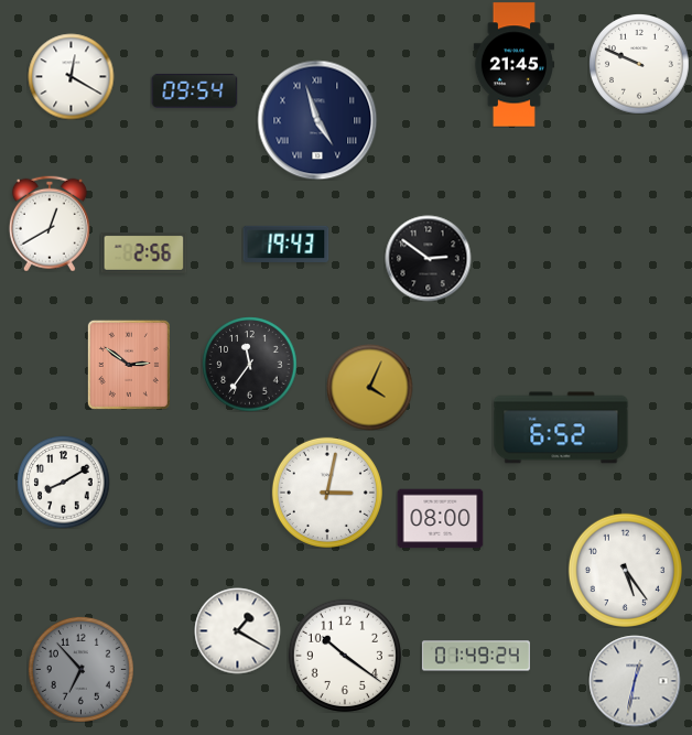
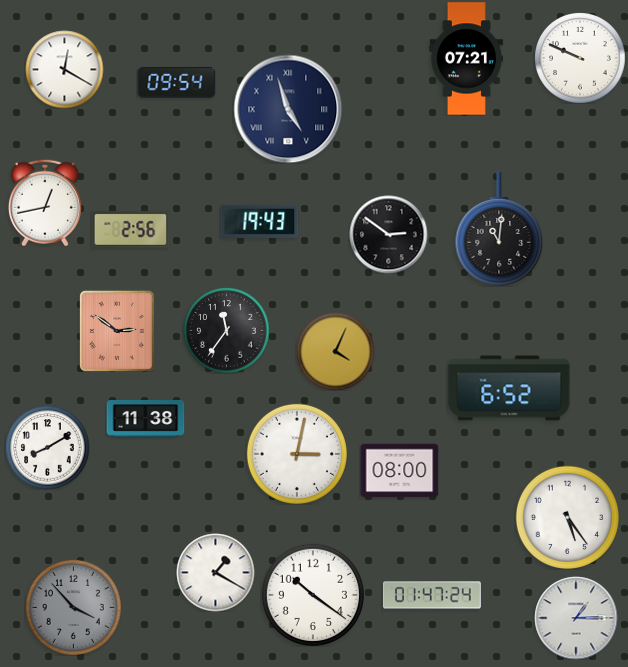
clock at (513, 65): 21:45 -> 07:21
clock at (50, 224): 12:40 -> 12:43
clock at (499, 229): none -> 11:01
clock at (145, 419): none -> 11:38
clock at (63, 482) position: (63, 482) -> (47, 447)
clock at (327, 493) position: (327, 493) -> (297, 454)
clock at (476, 656): 01:49 -> 01:47
clock at (80, 669): 6:53 -> 3:53
clock at (635, 681): 12:32 -> 1:15
